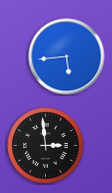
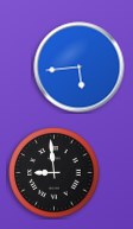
clock at (46, 146): 2:59 -> 8:59
